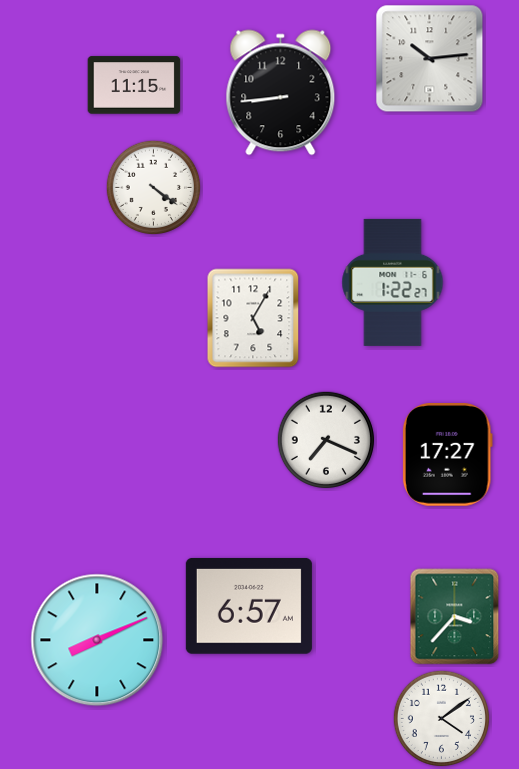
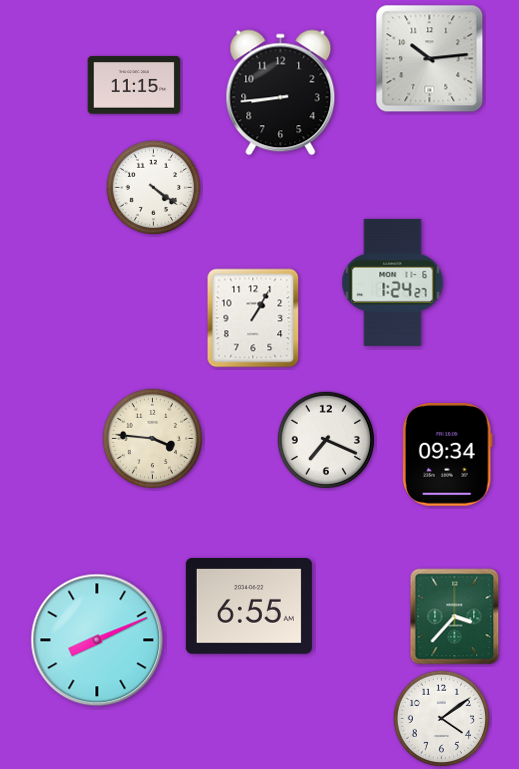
clock at (393, 282): 1:22 -> 1:24
clock at (253, 318): 5:05 -> 1:05
clock at (152, 438): none -> 3:46
clock at (447, 455): 17:27 -> 09:34
clock at (249, 606): 6:57 -> 6:55
